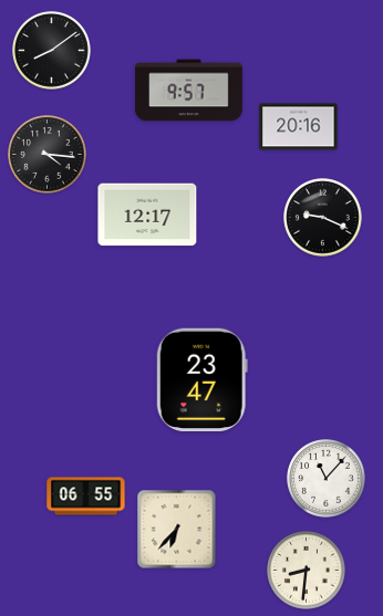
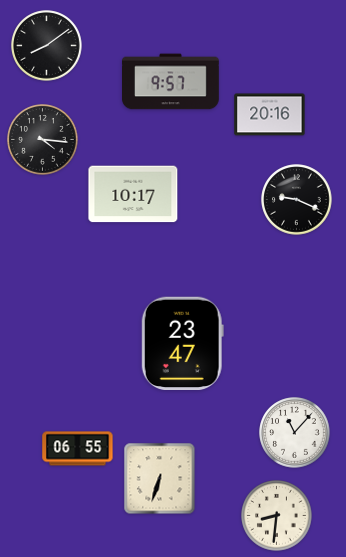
clock at (147, 215): 12:17 -> 10:17
clock at (323, 218) position: (323, 218) -> (297, 200)
clock at (177, 530): 6:37 -> 6:33
